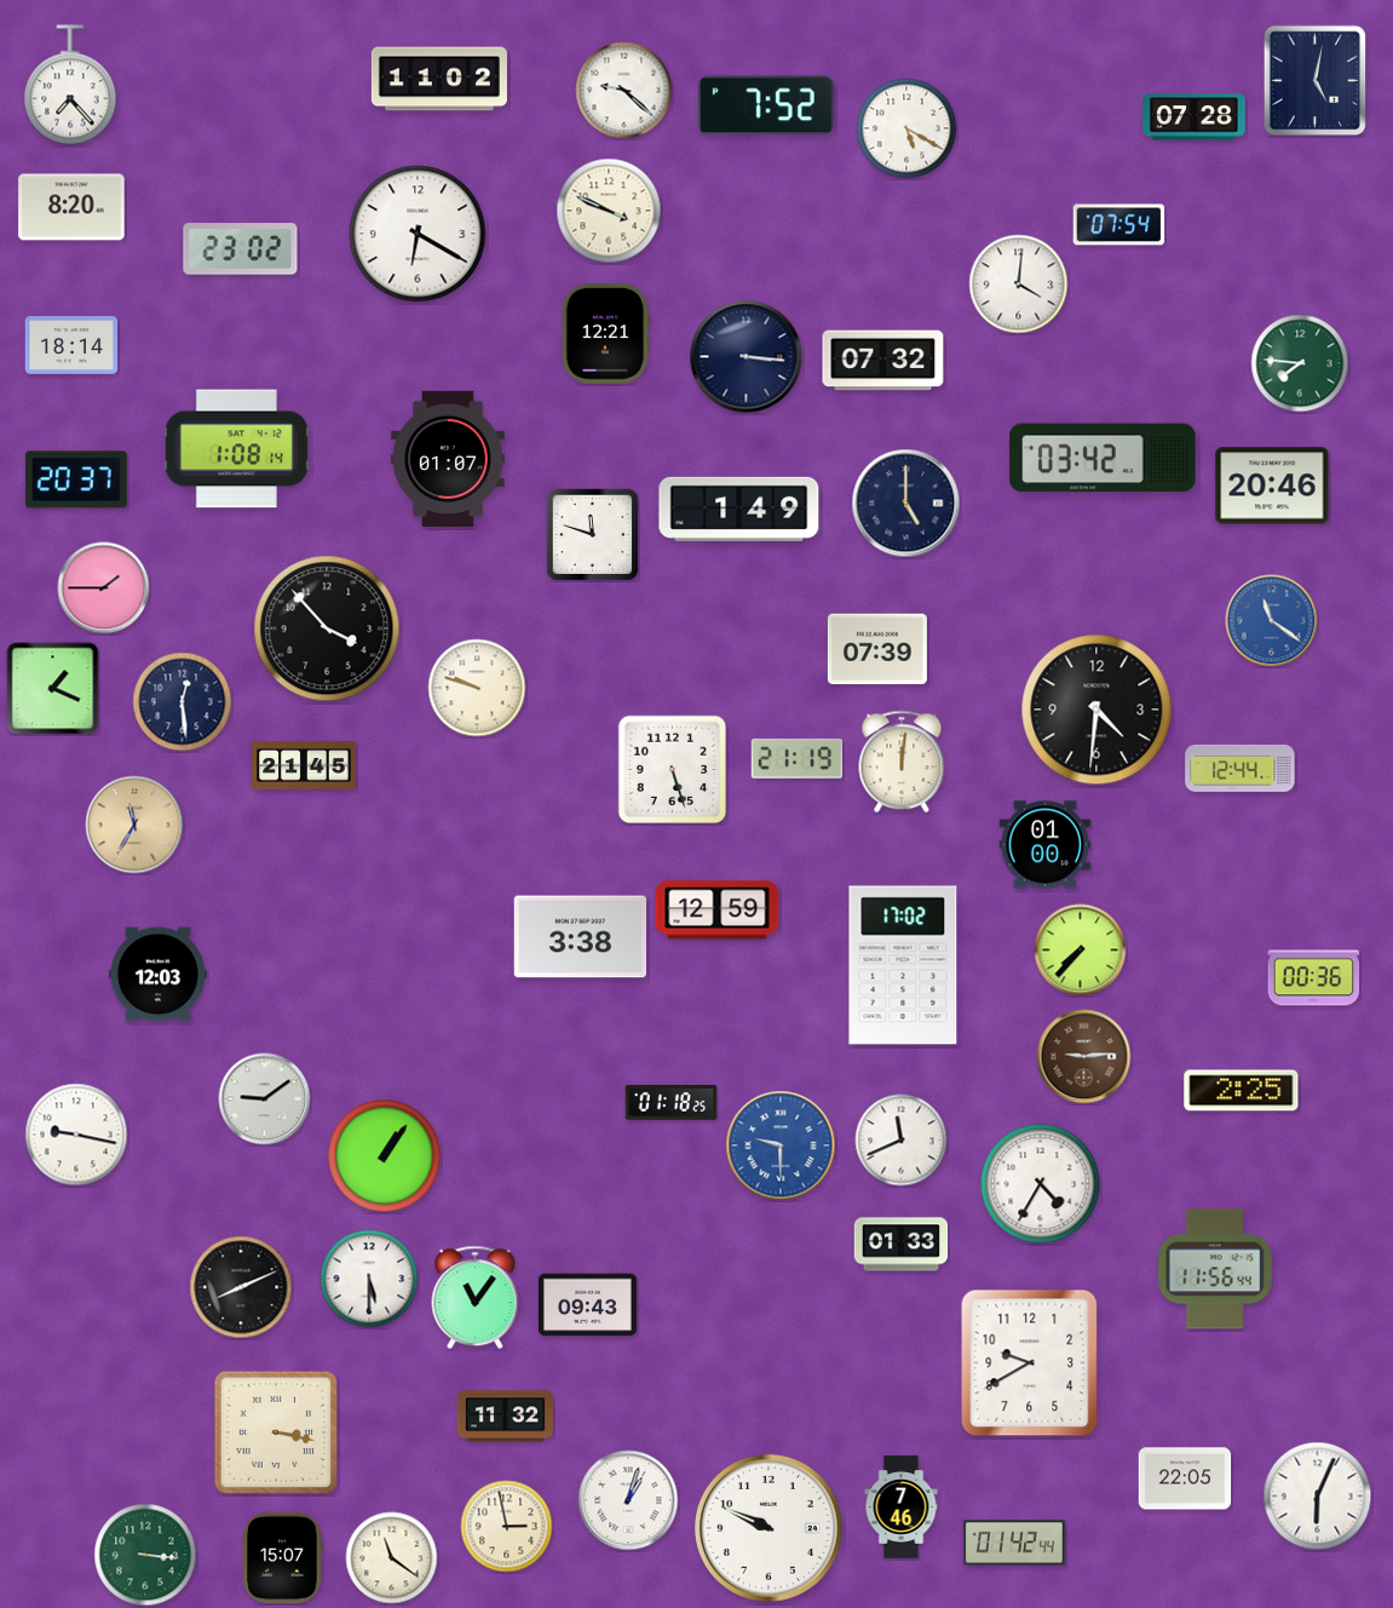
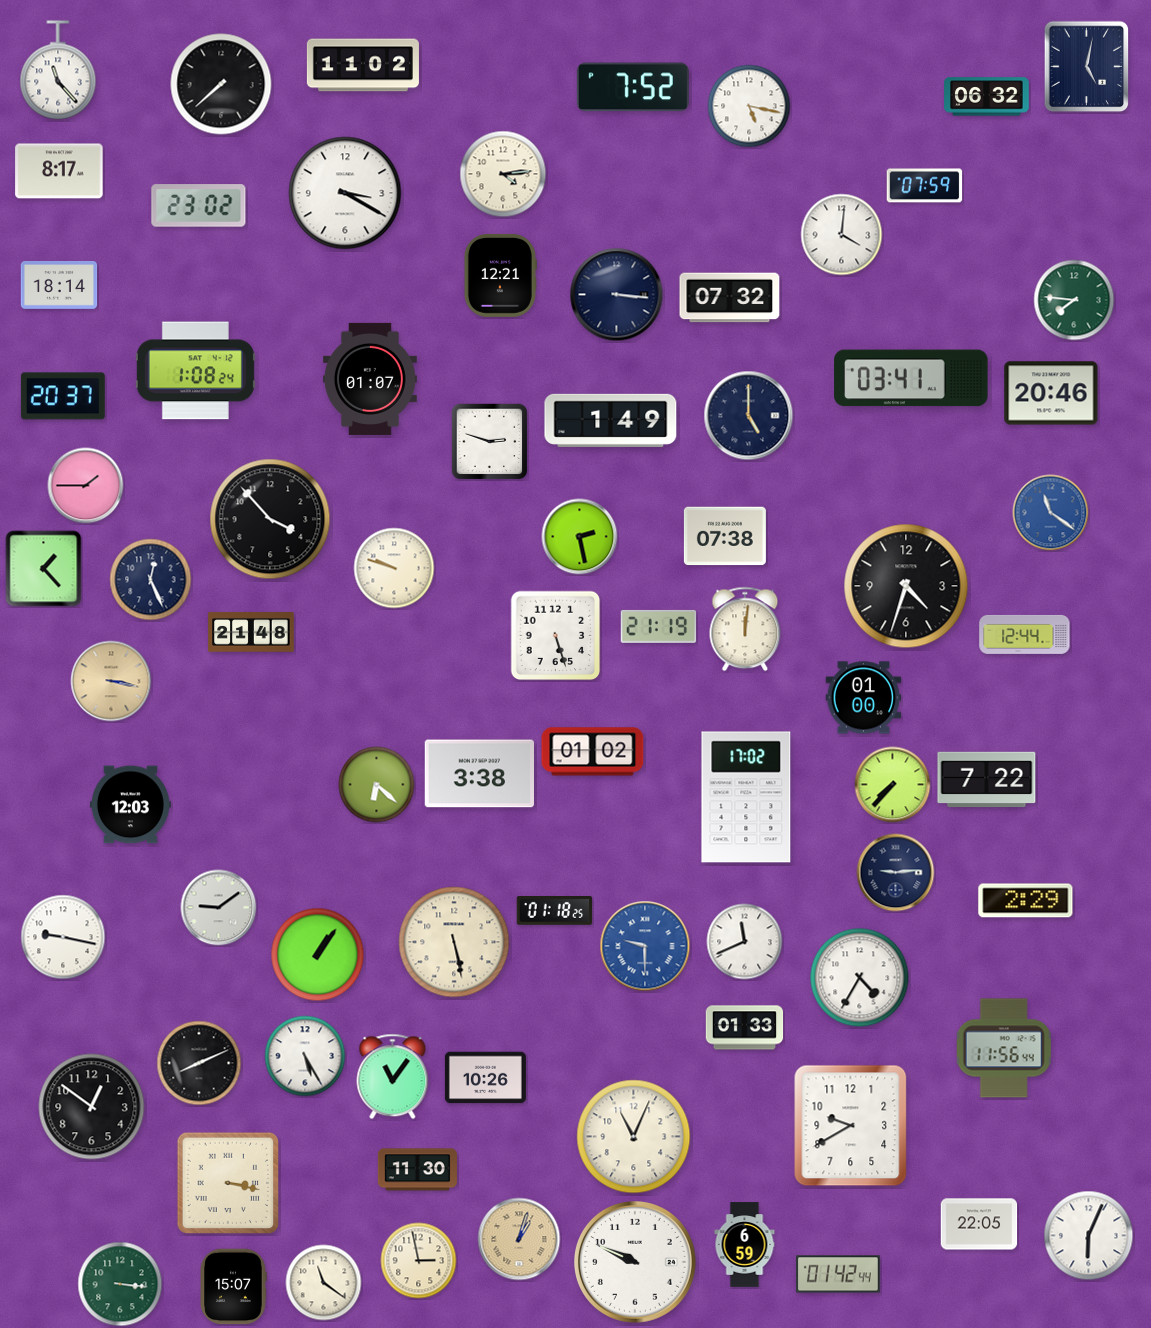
clock at (70, 85): 7:23 -> 11:23
clock at (624, 91): 9:22 -> none
clock at (221, 84): none -> 7:38
clock at (1195, 117): 07:28 -> 06:32
clock at (906, 128): 5:20 -> 5:17
clock at (71, 207): 8:20 -> 8:17
clock at (609, 211): 3:49 -> 4:14
clock at (1119, 225): 07:54 -> 07:59
clock at (418, 234): 6:20 -> 3:20
clock at (236, 449): 1:08:14 -> 1:08:24
clock at (1103, 458): 03:42 -> 03:41
clock at (1272, 486) position: (1272, 486) -> (1051, 393)
clock at (592, 534): 11:48 -> 2:48
clock at (877, 649): 07:39 -> 07:38
clock at (580, 537): none -> 2:28
clock at (53, 689): 1:19 -> 1:23
clock at (183, 702): 12:29 -> 12:26
clock at (1096, 710): 4:31 -> 4:33
clock at (304, 765): 21:45 -> 21:48
clock at (134, 825): 11:35 -> 3:17
clock at (718, 911): 12:59 -> 01:02
clock at (987, 780): none -> 7:22
clock at (377, 785): none -> 6:22
clock at (1314, 978): 00:36 -> none
clock at (1084, 1057) dial: brown -> navy
clock at (1242, 1091): 2:25 -> 2:29
clock at (454, 942): none -> 5:28
clock at (369, 1279): 5:30 -> 5:25
clock at (476, 1298) position: (476, 1298) -> (393, 1077)
clock at (587, 1305): 09:43 -> 10:26
clock at (92, 1107): none -> 12:51
clock at (634, 1137): none -> 11:04
clock at (505, 1417): 11:32 -> 11:30
clock at (1185, 1478) position: (1185, 1478) -> (979, 1224)
clock at (628, 1500) dial: white -> champagne
clock at (902, 1507): 7:46 -> 6:59
clock at (392, 1558) position: (392, 1558) -> (324, 1283)
